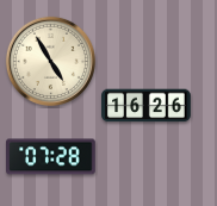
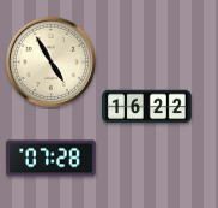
clock at (147, 106): 16:26 -> 16:22
